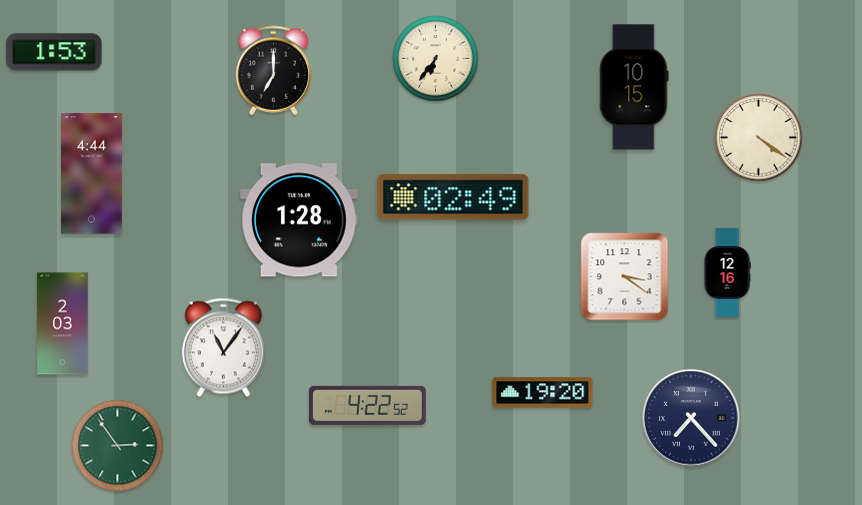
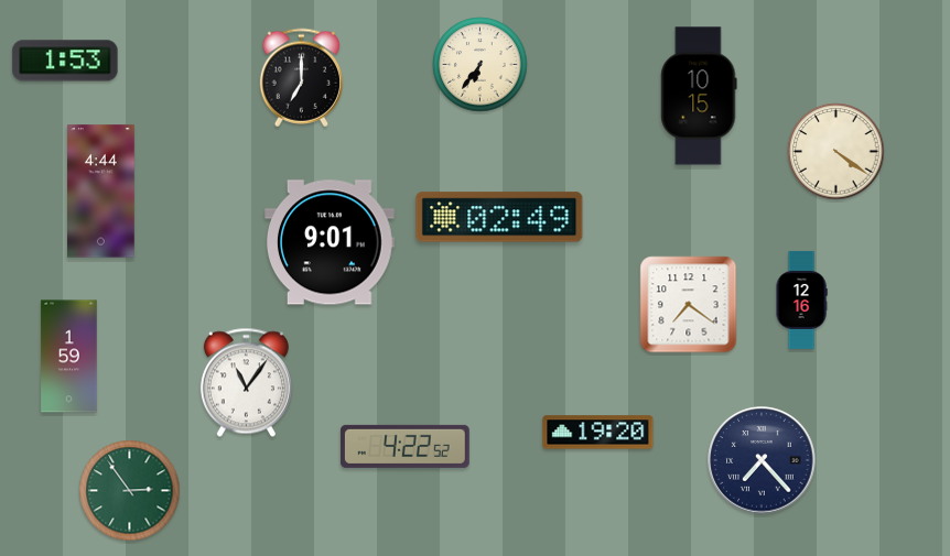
clock at (54, 52) position: (54, 52) -> (65, 61)
clock at (300, 220): 1:28 -> 9:01
clock at (625, 277): 3:21 -> 7:21
clock at (63, 324): 2:03 -> 1:59
